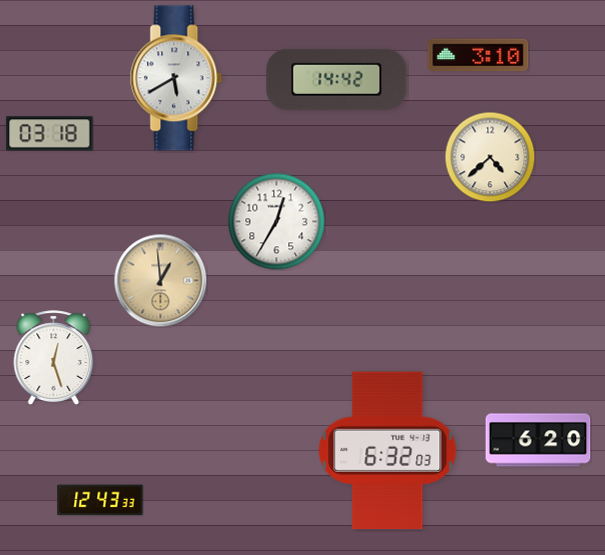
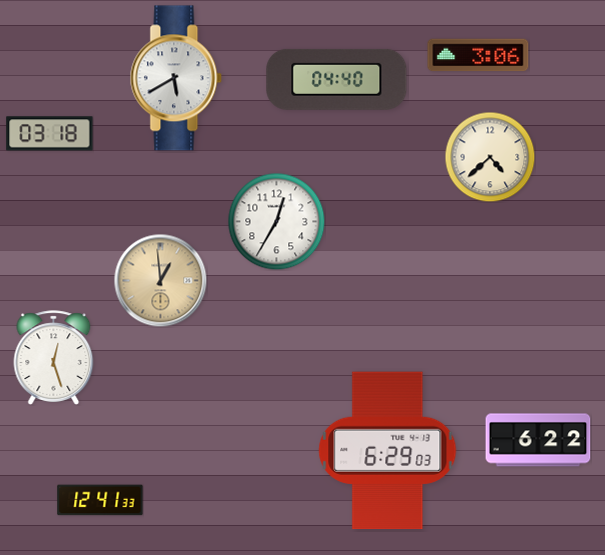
clock at (478, 55): 3:10 -> 3:06
clock at (337, 79): 14:42 -> 04:40
clock at (538, 440): 6:20 -> 6:22
clock at (388, 451): 6:32 -> 6:29
clock at (100, 500): 12:43 -> 12:41
